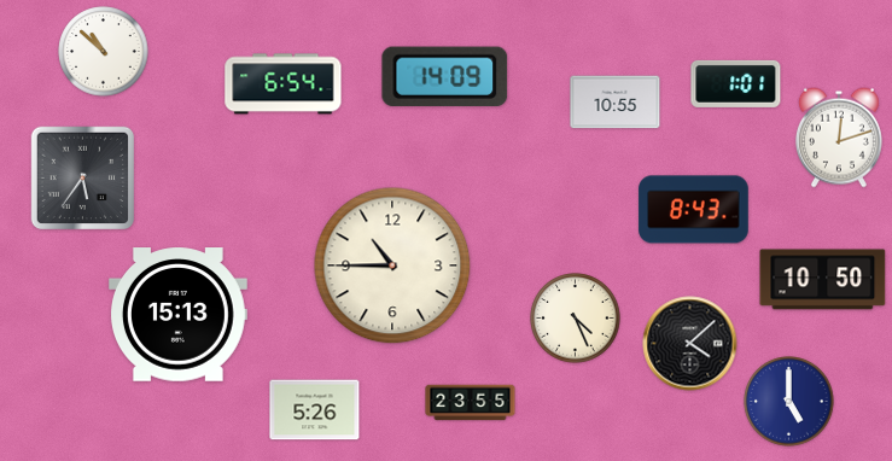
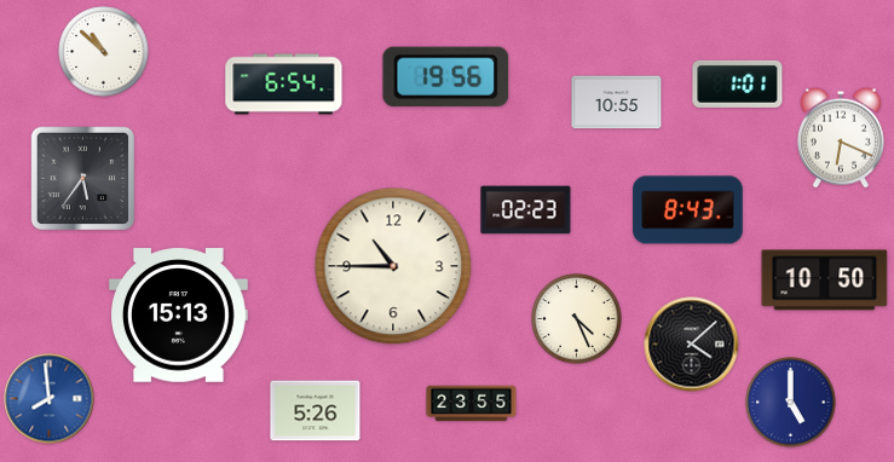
clock at (445, 76): 14:09 -> 19:56
clock at (839, 138): 12:12 -> 6:19
clock at (526, 210): none -> 02:23
clock at (694, 210) position: (694, 210) -> (688, 210)
clock at (50, 399): none -> 7:59
